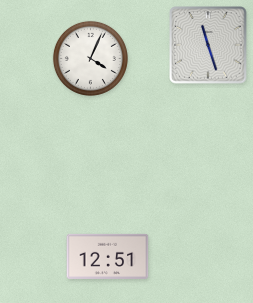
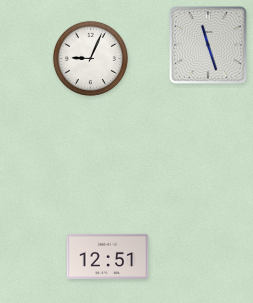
clock at (90, 58): 4:04 -> 9:04
